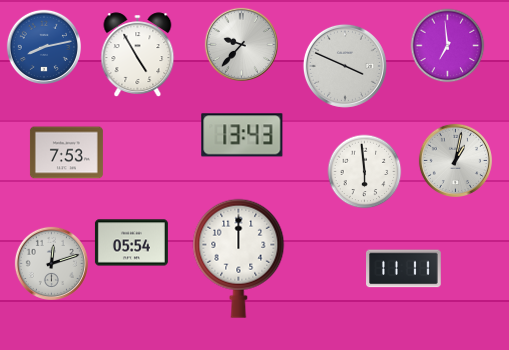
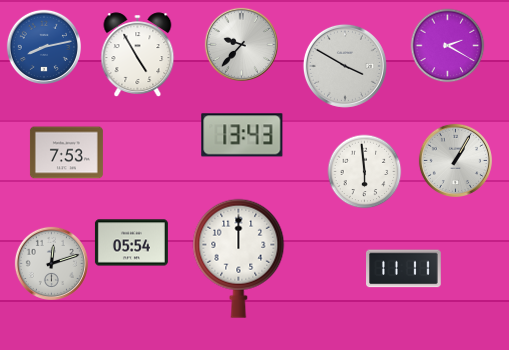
clock at (448, 46): 6:59 -> 2:20
clock at (345, 66): 3:49 -> 3:50
clock at (455, 160): 1:02 -> 1:05
